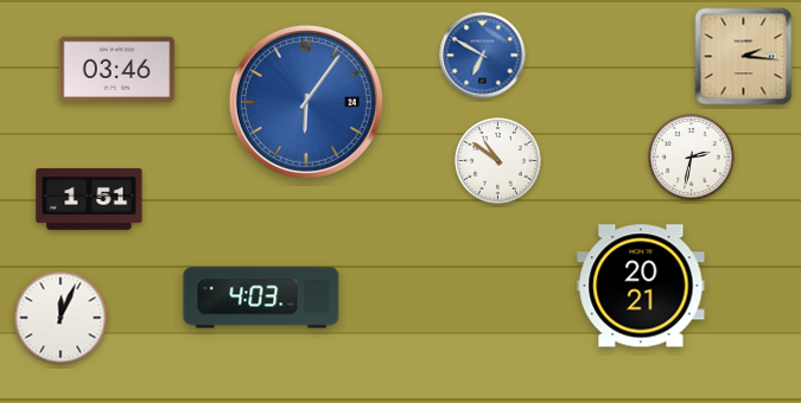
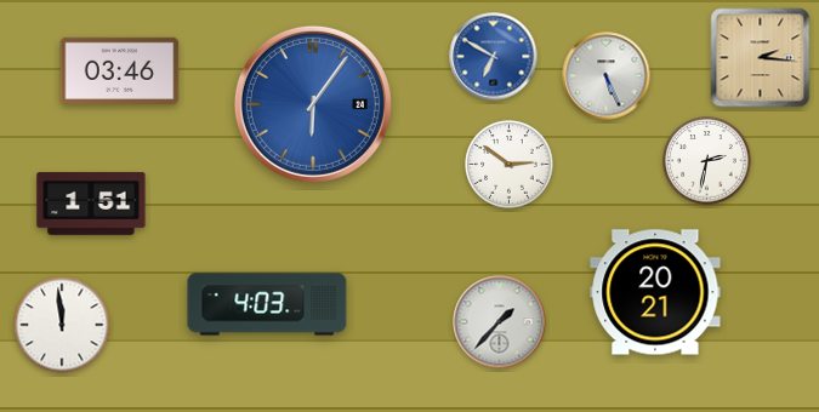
clock at (607, 76): none -> 5:26
clock at (498, 161): 10:51 -> 2:51
clock at (500, 322): none -> 1:37
clock at (61, 318): 12:04 -> 11:59
